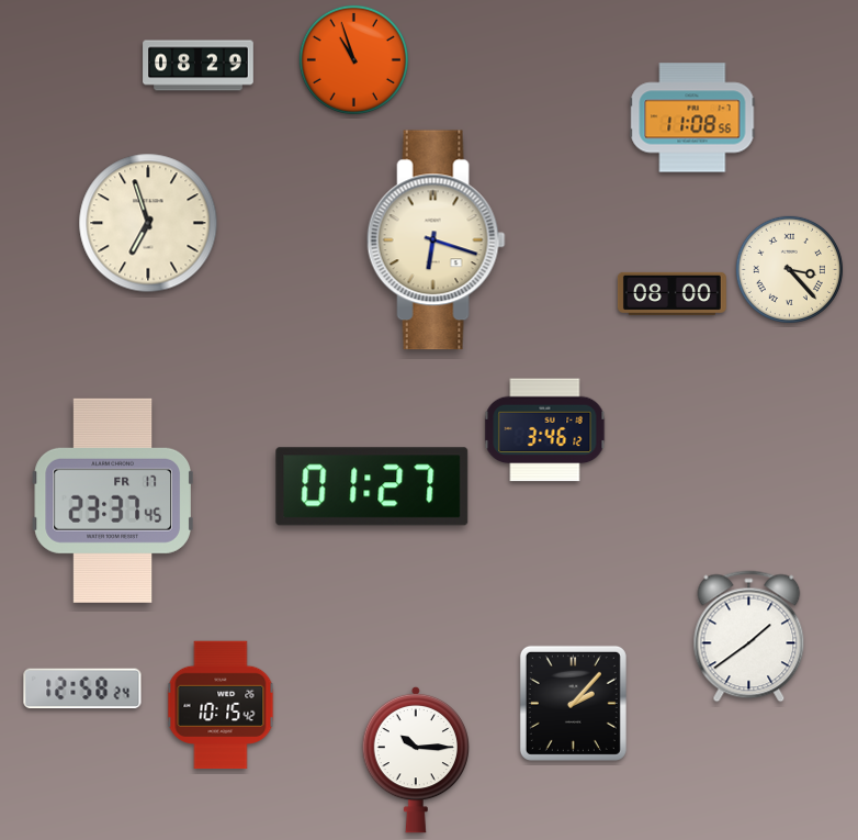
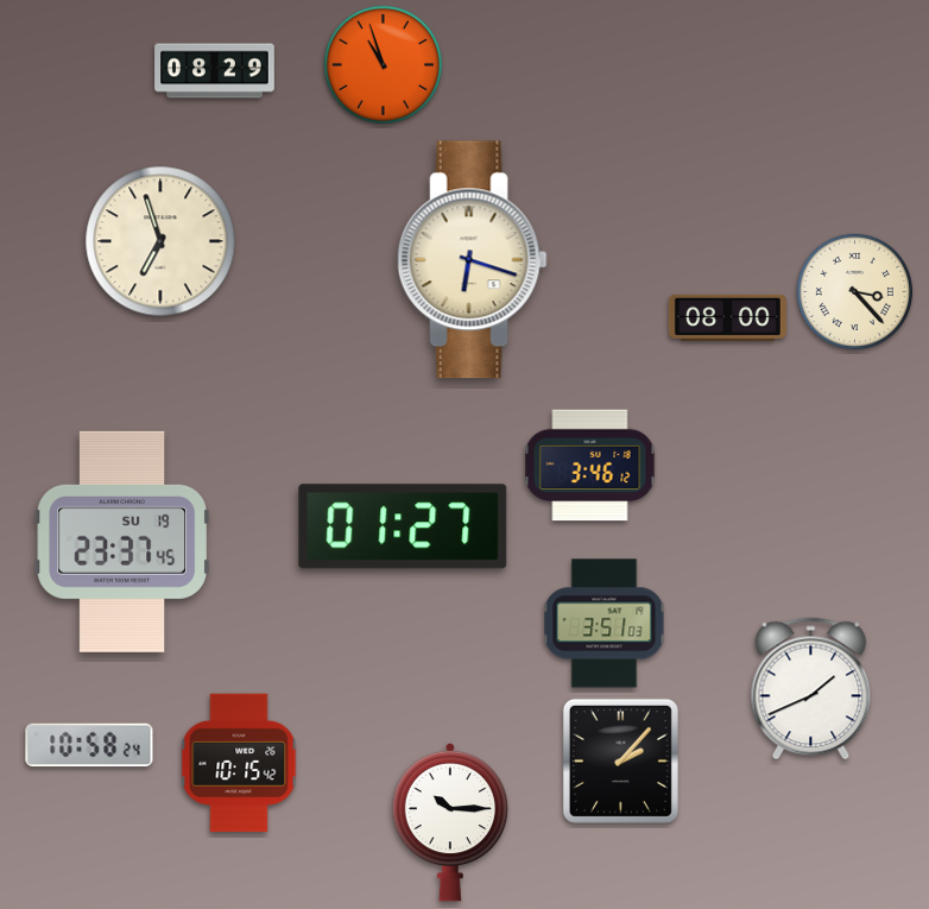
clock at (692, 117): 11:08 -> none
clock at (113, 501) date: FR 17 -> SU 19
clock at (605, 624): none -> 3:51
clock at (749, 637): 1:39 -> 1:41
clock at (82, 688): 12:58 -> 10:58
